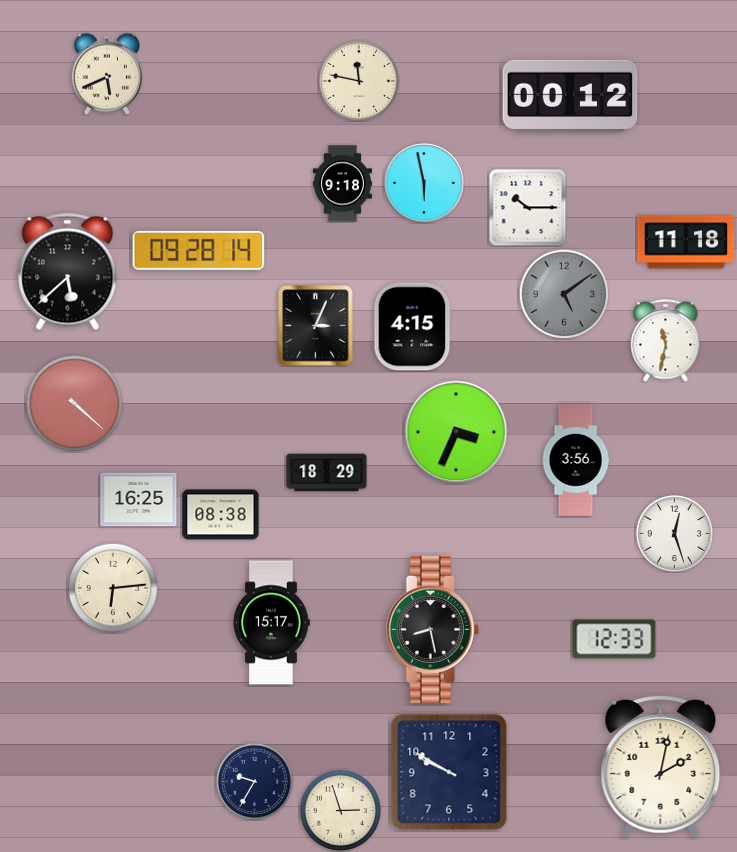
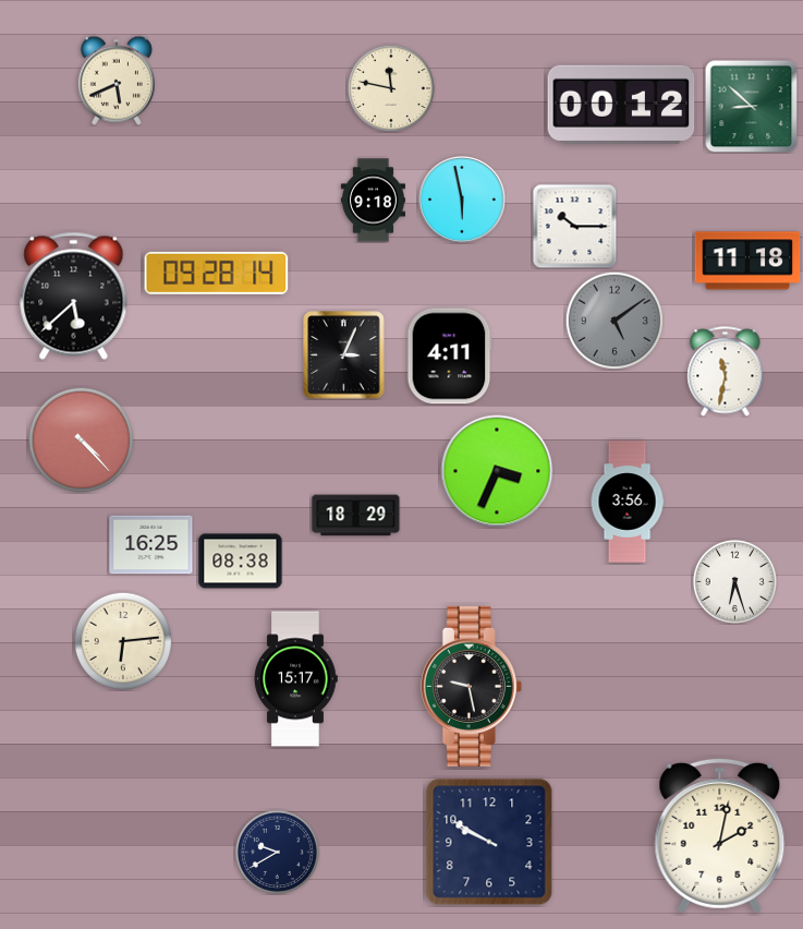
clock at (751, 106): none -> 8:52
clock at (686, 242) position: (686, 242) -> (747, 261)
clock at (413, 327): 4:15 -> 4:11
clock at (74, 403): 4:22 -> 4:23
clock at (674, 533): 12:27 -> 6:27
clock at (432, 629): 8:28 -> 9:28
clock at (614, 639): 12:33 -> none
clock at (254, 781): 9:35 -> 9:40
clock at (340, 810): 2:57 -> none
